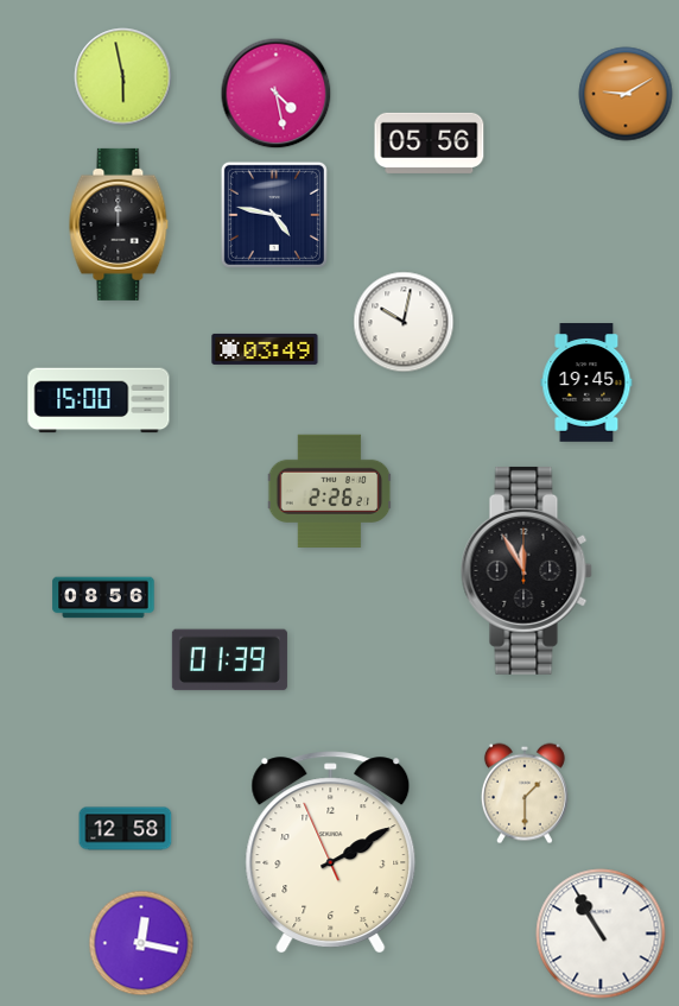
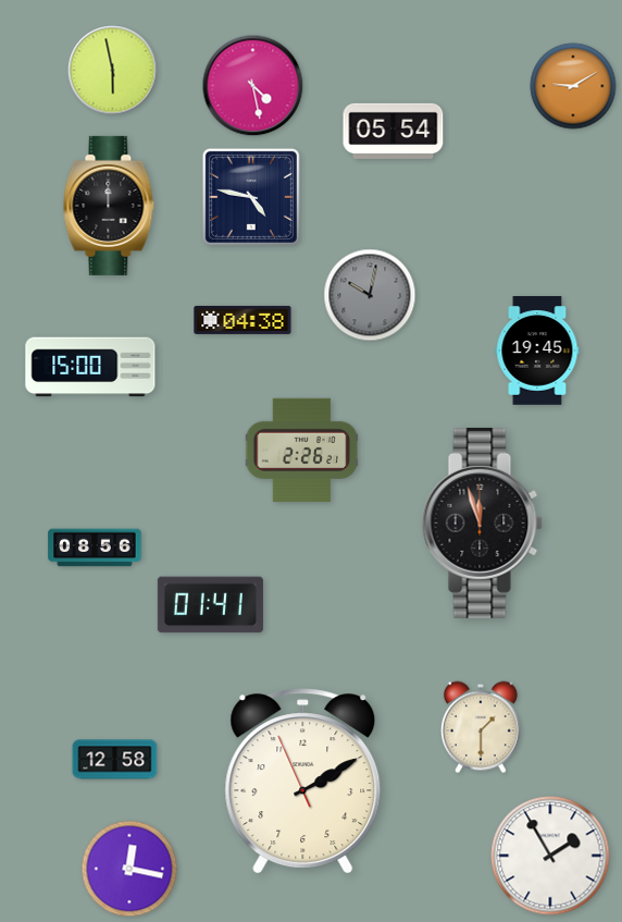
clock at (430, 143): 05:56 -> 05:54
clock at (404, 322) dial: white -> grey
clock at (265, 349): 03:49 -> 04:38
clock at (526, 570): 11:55 -> 11:57
clock at (229, 660): 01:39 -> 01:41
clock at (601, 934): 10:55 -> 1:55
clock at (141, 943) position: (141, 943) -> (129, 869)
